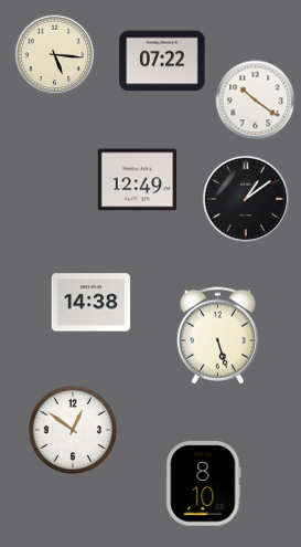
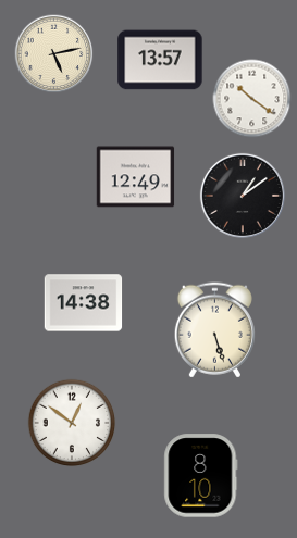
clock at (55, 55): 5:16 -> 5:13
clock at (162, 61): 07:22 -> 13:57
clock at (92, 303) position: (92, 303) -> (84, 303)
